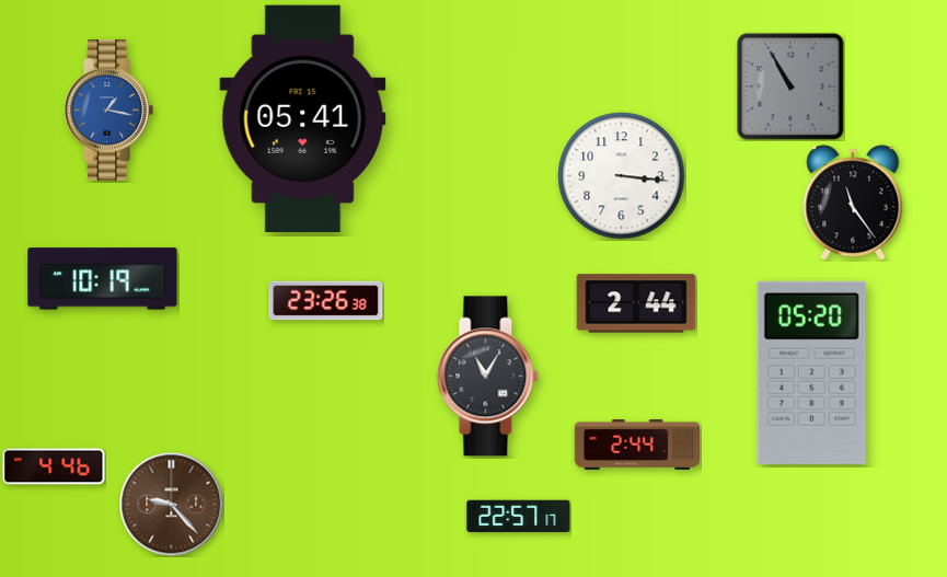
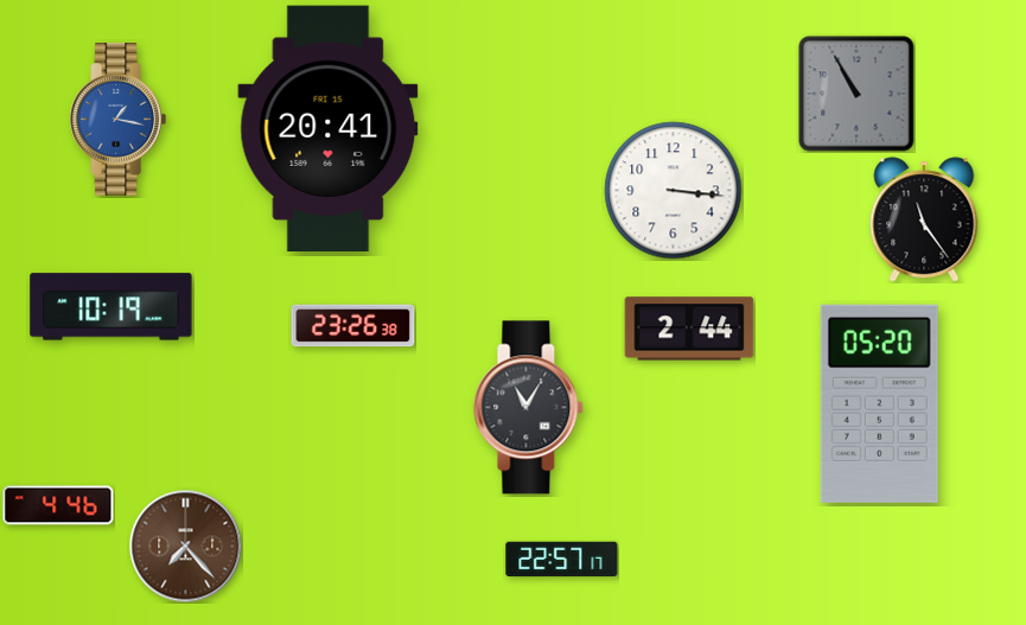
clock at (303, 119): 05:41 -> 20:41
clock at (103, 279) position: (103, 279) -> (111, 307)
clock at (637, 445): 2:44 -> none
clock at (171, 504): 9:23 -> 7:23
